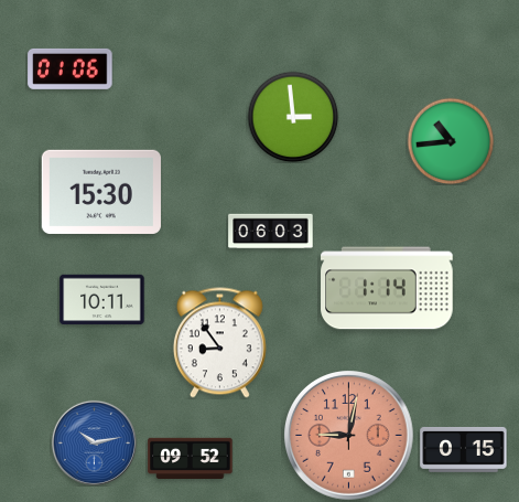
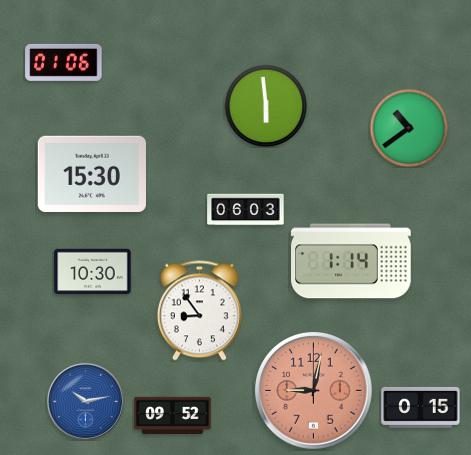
clock at (293, 117): 2:59 -> 5:59
clock at (451, 141): 10:44 -> 10:39
clock at (102, 300): 10:11 -> 10:30
clock at (349, 436) position: (349, 436) -> (314, 391)
